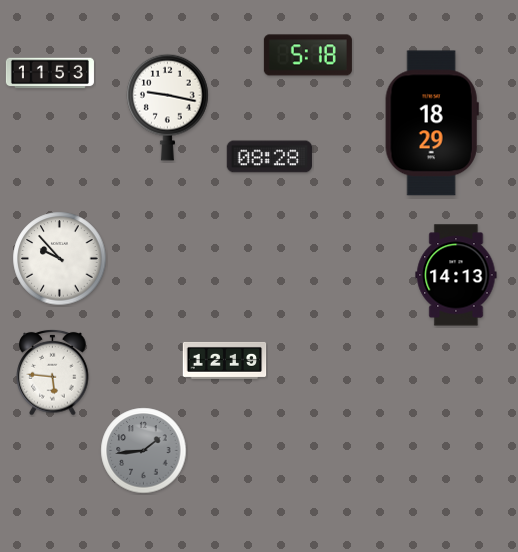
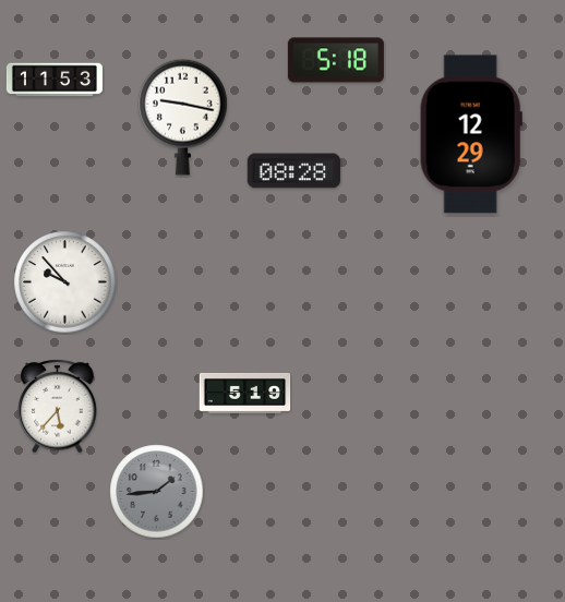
clock at (432, 123): 18:29 -> 12:29
clock at (456, 275): 14:13 -> none
clock at (225, 360): 12:19 -> 5:19
clock at (53, 372): 5:46 -> 5:37
